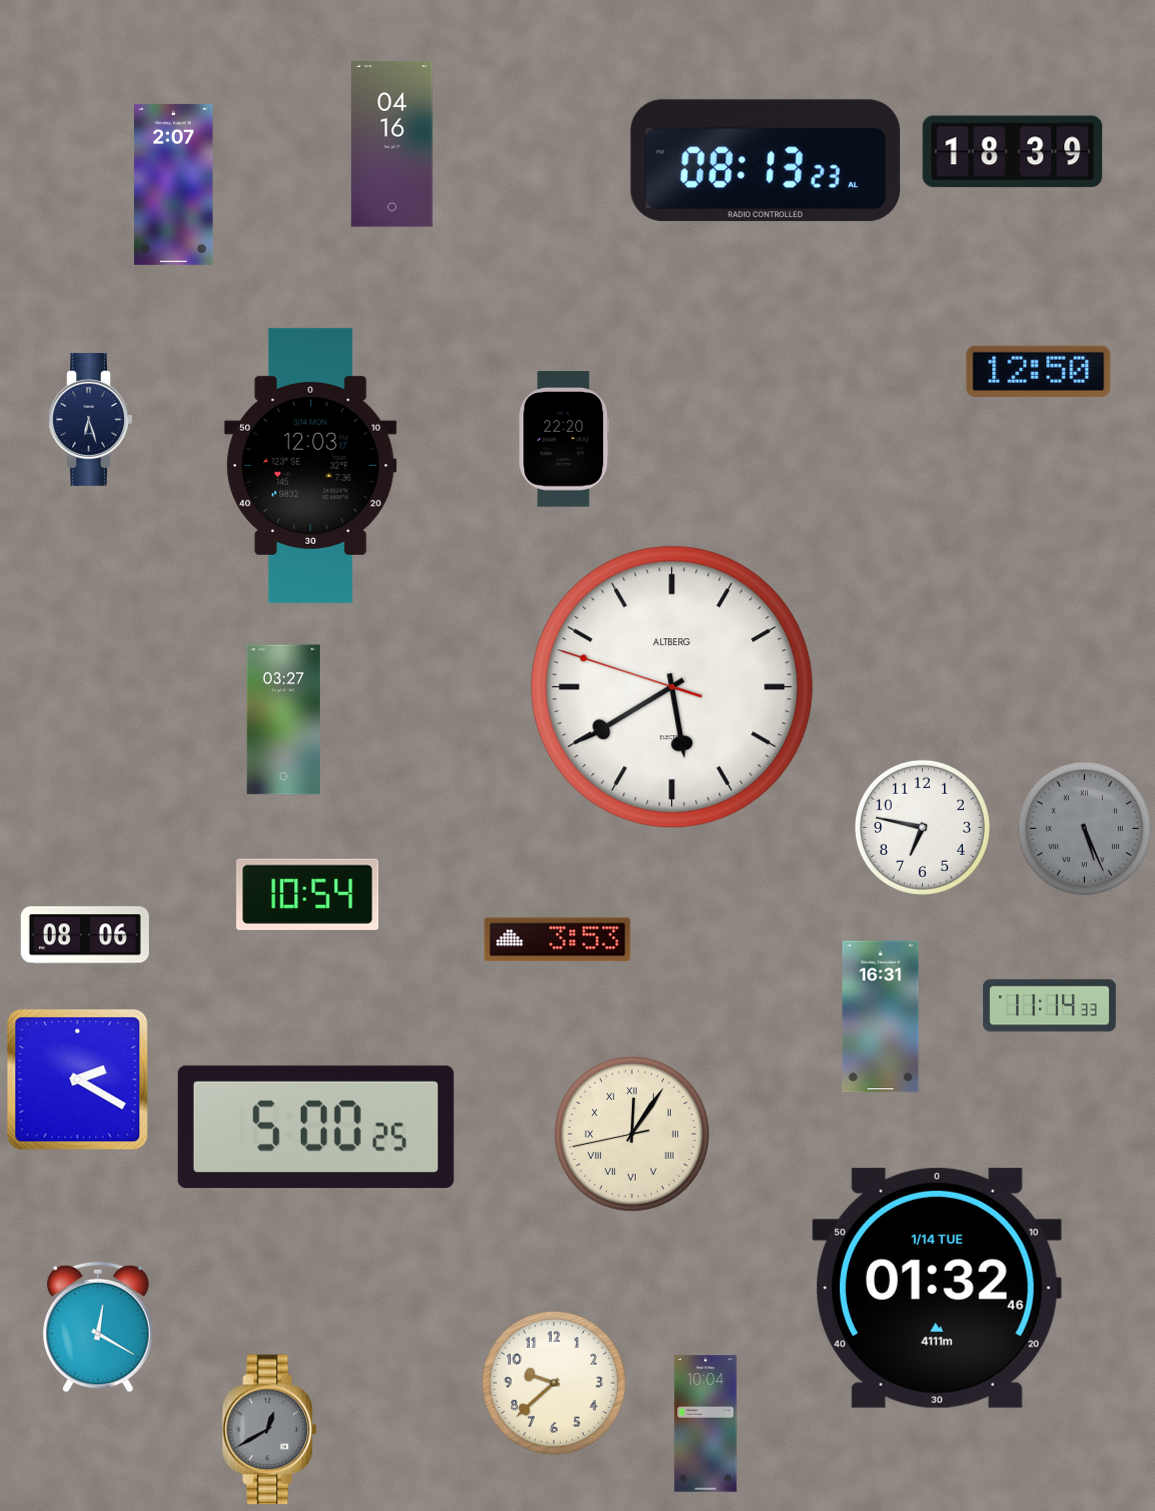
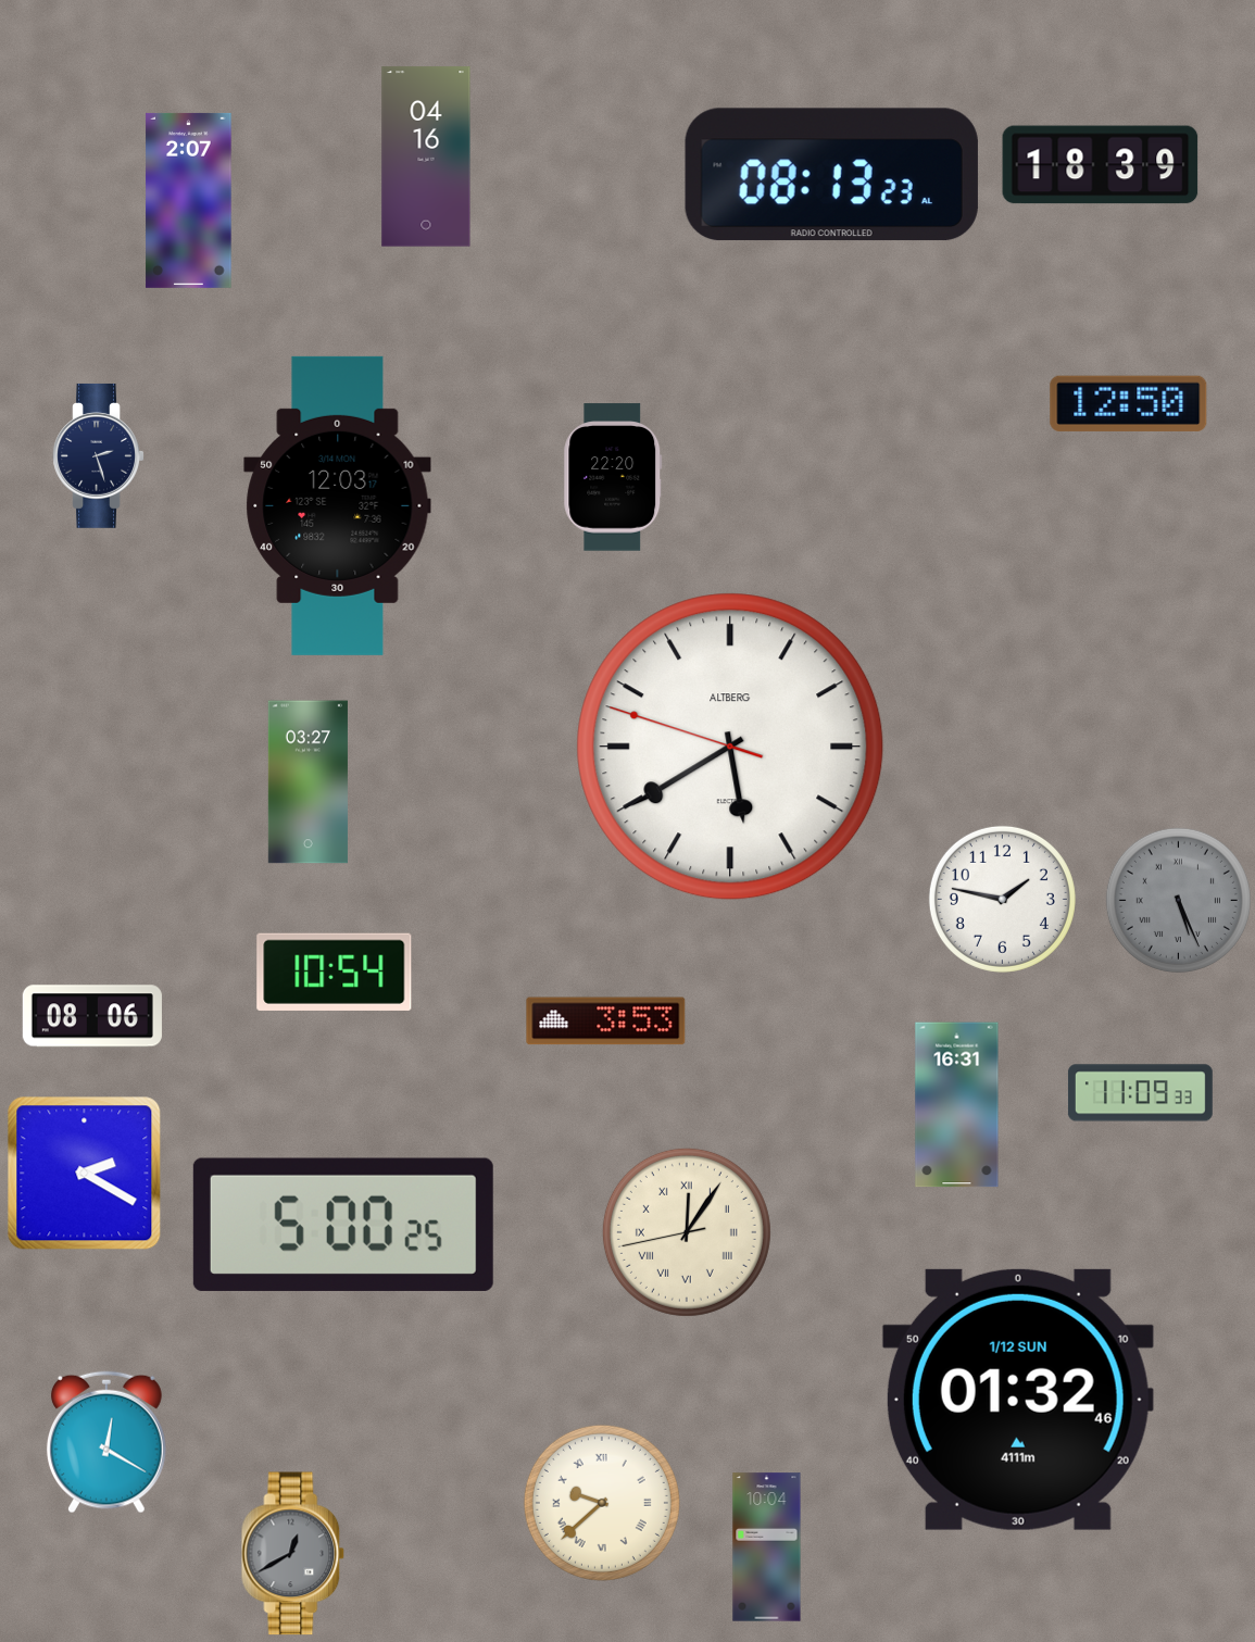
clock at (90, 419): 6:27 -> 2:27
clock at (922, 827): 6:47 -> 1:47
clock at (1049, 1006): 11:14 -> 11:09
clock at (937, 1288) date: 1/14 TUE -> 1/12 SUN
clock at (554, 1383) numerals: Arabic -> Roman
